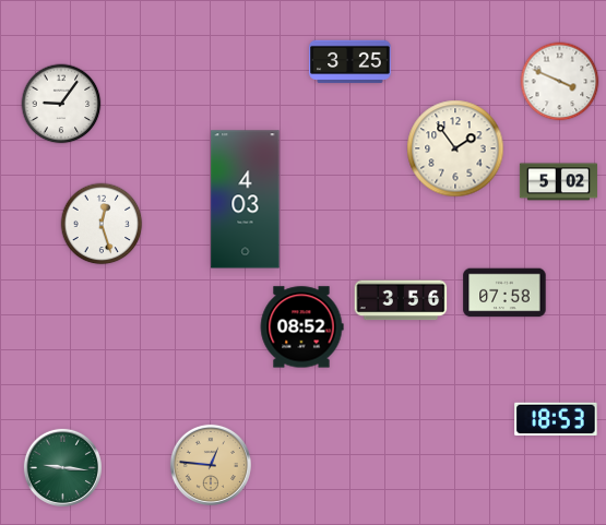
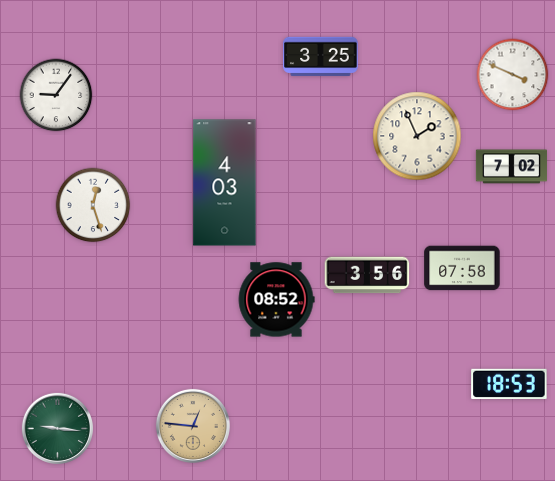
clock at (455, 148): 1:54 -> 1:56
clock at (558, 182): 5:02 -> 7:02
